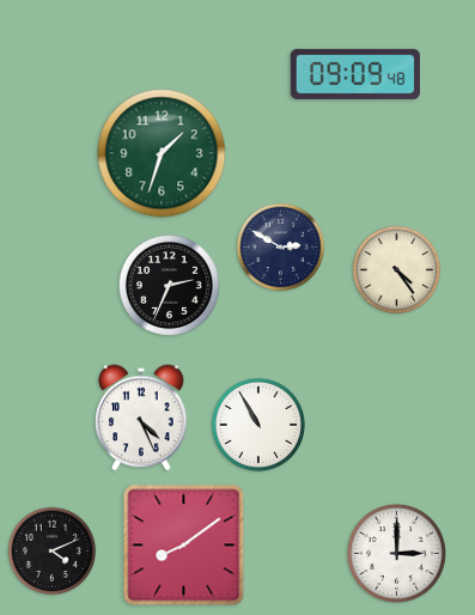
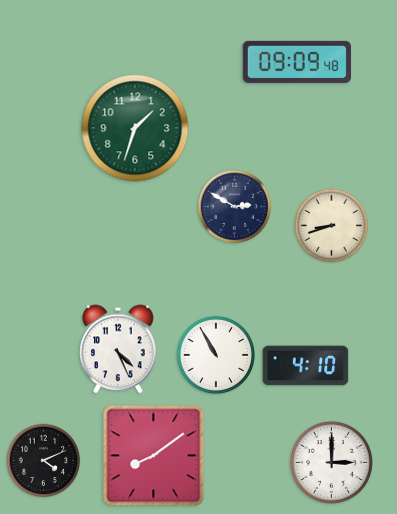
clock at (397, 270): 4:24 -> 8:42
clock at (169, 285): 2:34 -> none
clock at (306, 366): none -> 4:10
